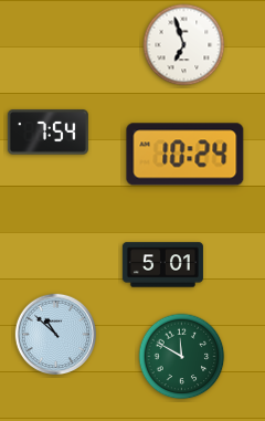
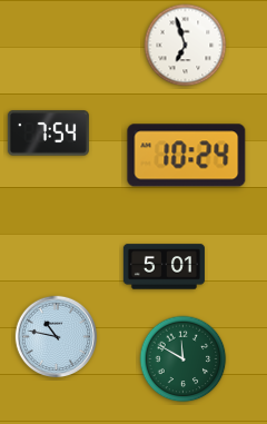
clock at (56, 335): 10:52 -> 10:47
